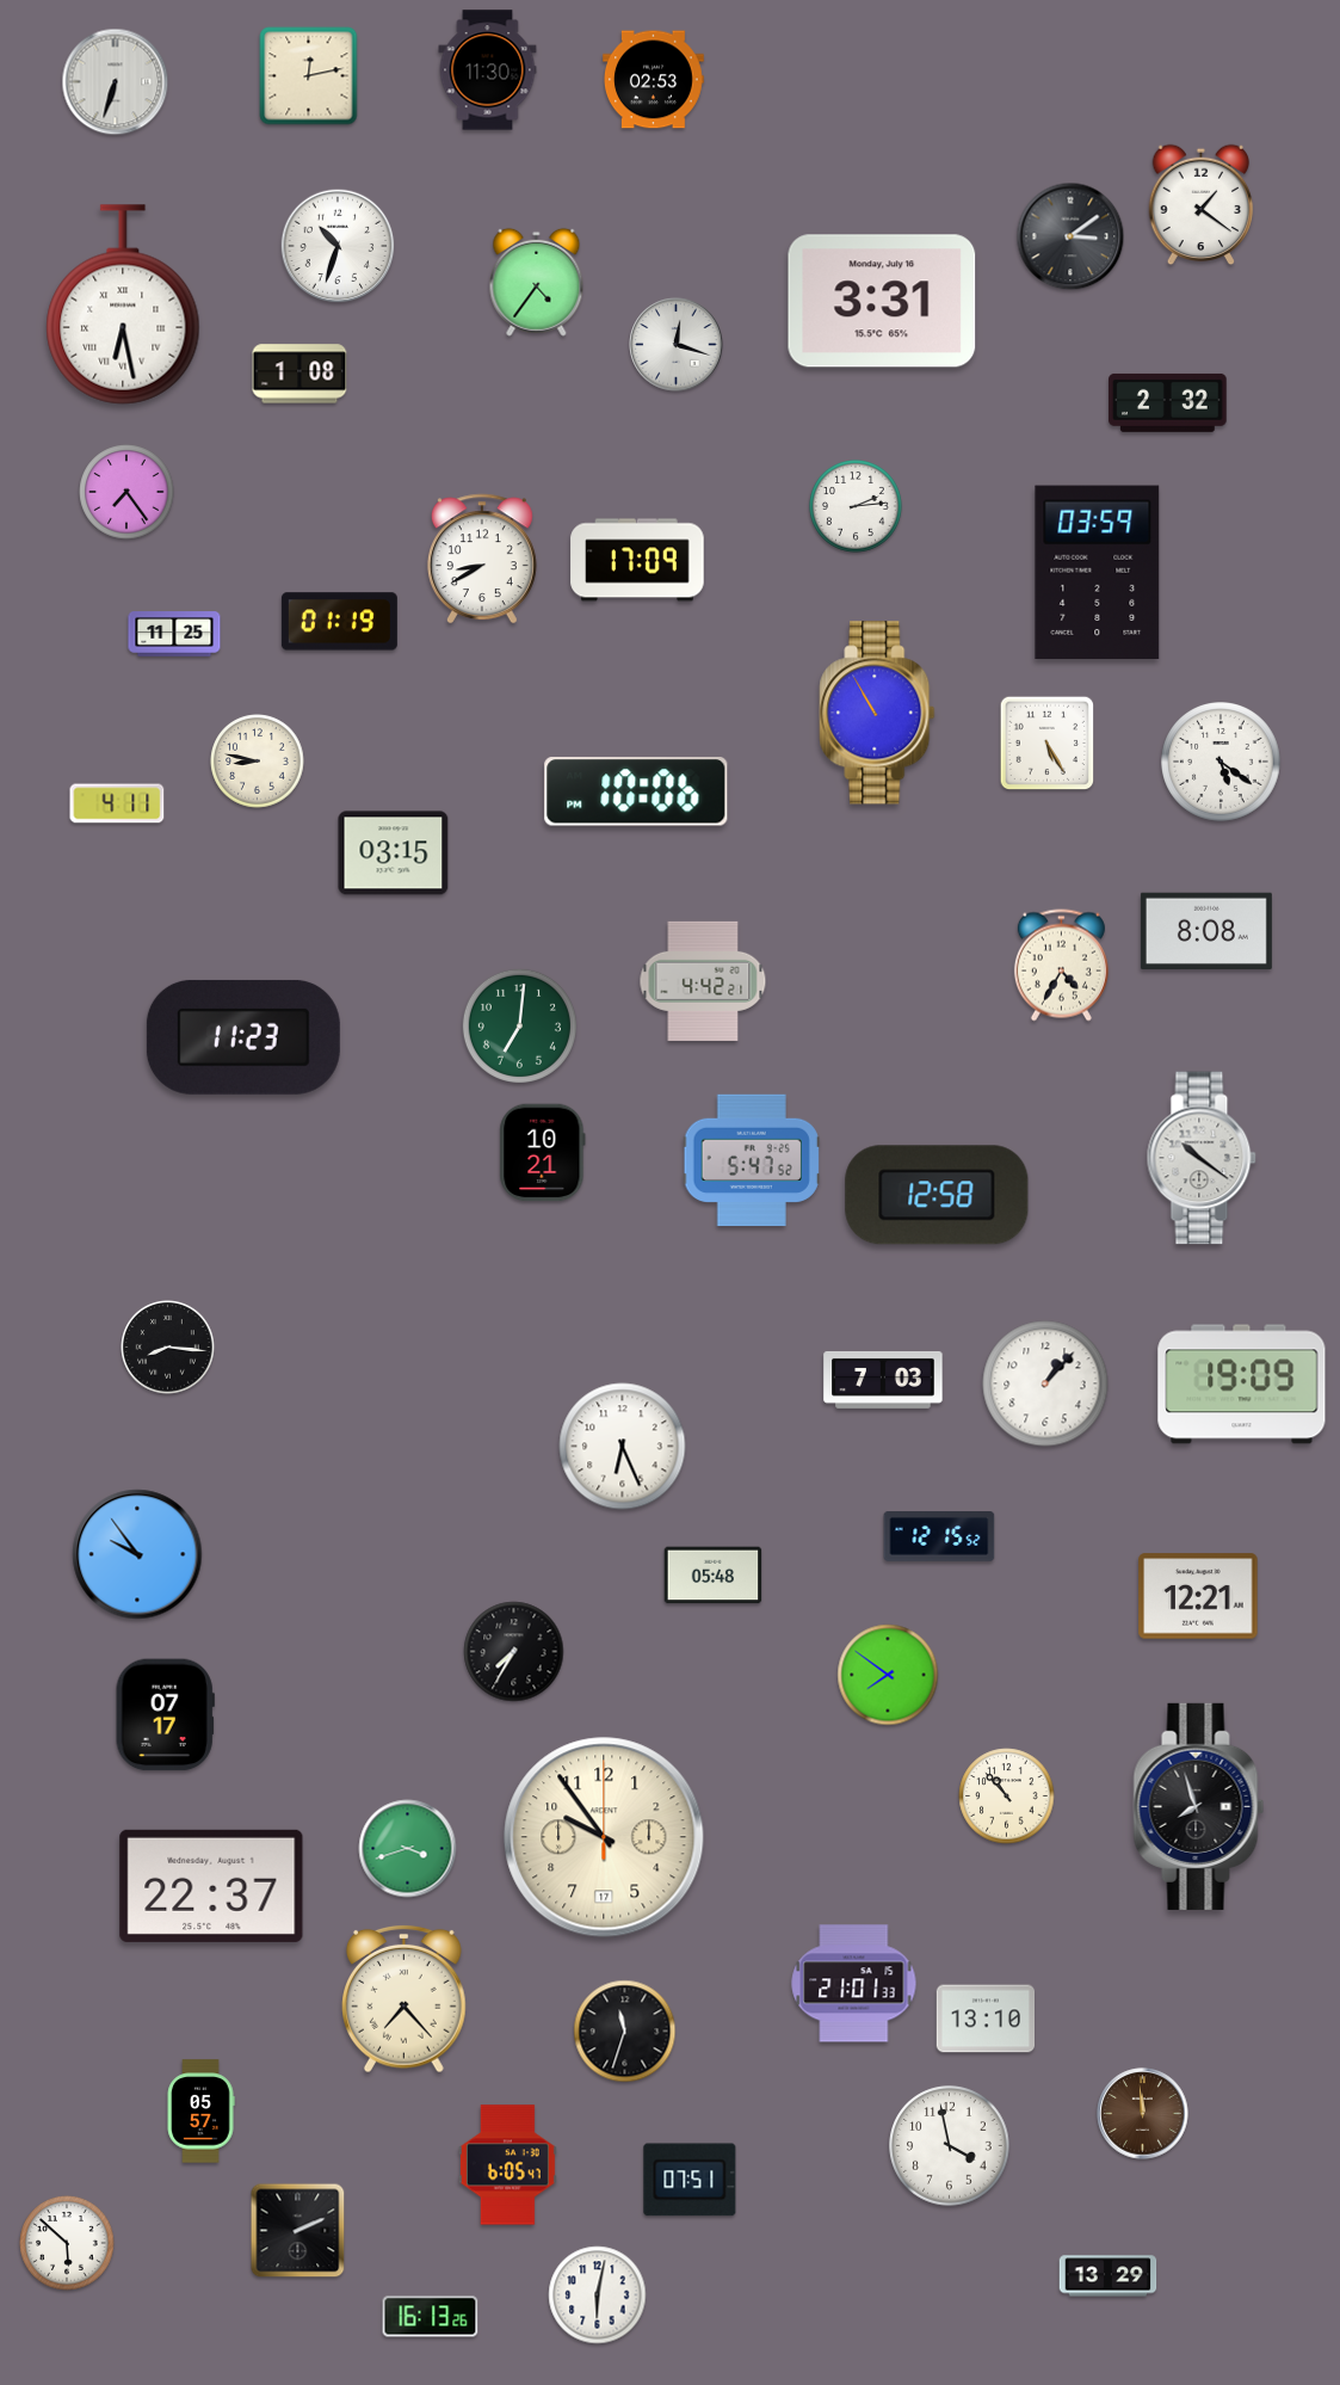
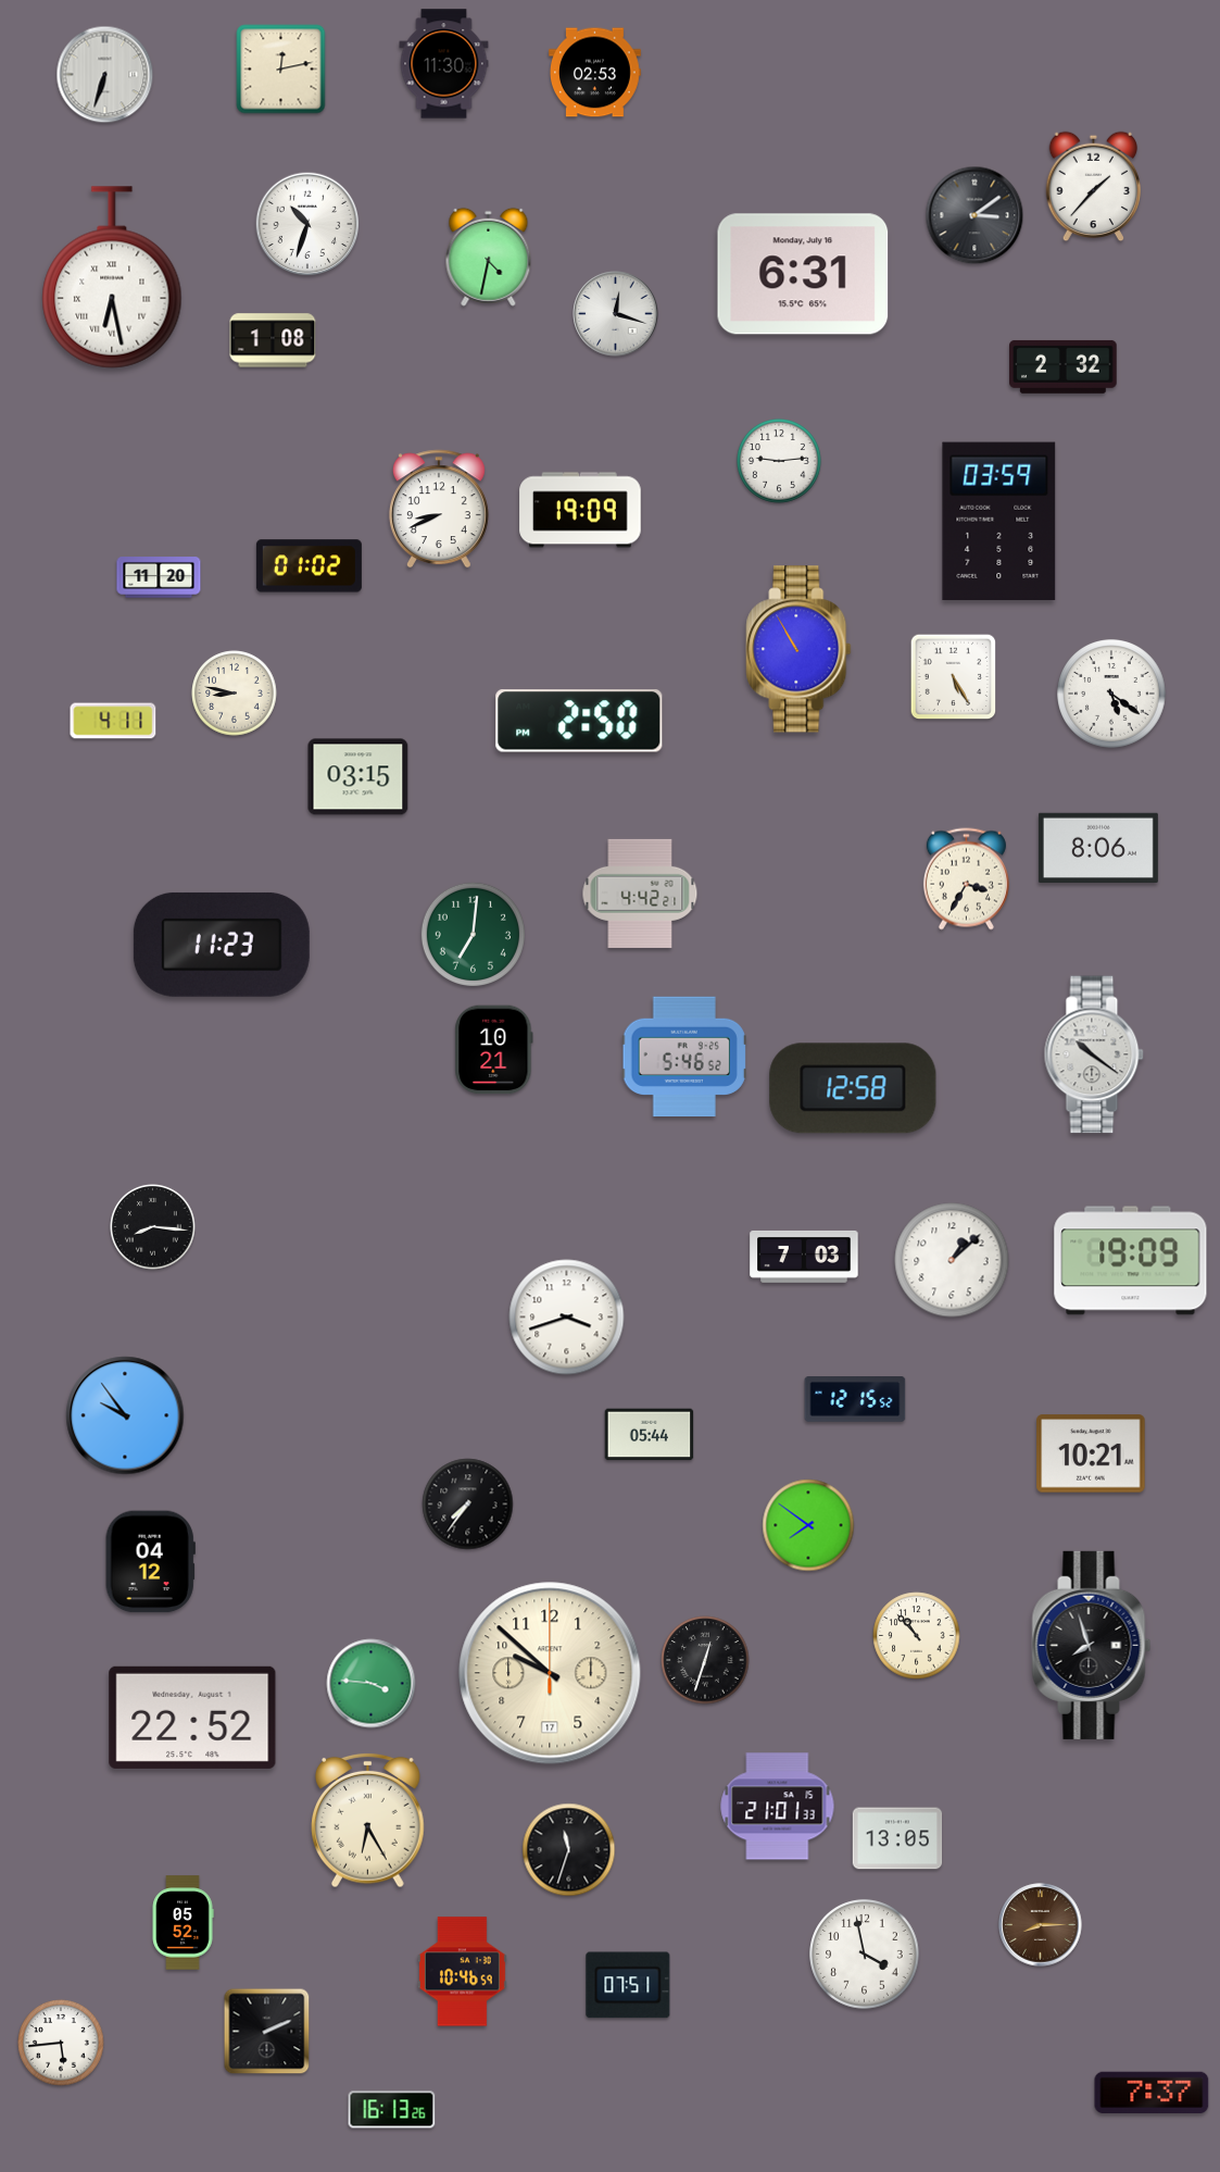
clock at (1202, 205): 1:21 -> 1:37
clock at (537, 282): 4:36 -> 4:32
clock at (882, 301): 3:31 -> 6:31
clock at (126, 492): 7:24 -> none
clock at (857, 507): 2:14 -> 9:14
clock at (482, 559): 8:40 -> 8:41
clock at (637, 560): 17:09 -> 19:09
clock at (339, 622): 01:19 -> 01:02
clock at (174, 634): 11:25 -> 11:20
clock at (636, 791): 10:06 -> 2:50
clock at (117, 803) position: (117, 803) -> (113, 721)
clock at (1206, 930): 8:08 -> 8:06
clock at (1061, 966): 4:35 -> 3:35
clock at (752, 1160): 5:47 -> 5:46
clock at (1045, 1383): 1:07 -> 1:08
clock at (623, 1447): 6:26 -> 3:42
clock at (714, 1576): 05:48 -> 05:44
clock at (1198, 1596): 12:21 -> 10:21
clock at (514, 1652): 7:35 -> 7:36
clock at (165, 1715): 07:17 -> 04:12
clock at (705, 1660): none -> 12:33
clock at (604, 1837): 9:54 -> 9:52
clock at (408, 1849): 3:42 -> 3:46
clock at (211, 1886): 22:37 -> 22:52
clock at (405, 1998): 7:23 -> 6:25
clock at (986, 2019): 13:10 -> 13:05
clock at (200, 2112): 05:57 -> 05:52
clock at (1143, 2114): 11:59 -> 8:15
clock at (507, 2165): 6:05 -> 10:46
clock at (298, 2231) position: (298, 2231) -> (267, 2032)
clock at (67, 2243): 5:52 -> 5:44
clock at (1109, 2276): 13:29 -> none
clock at (598, 2295): 6:02 -> none
clock at (1152, 2092): none -> 7:37
